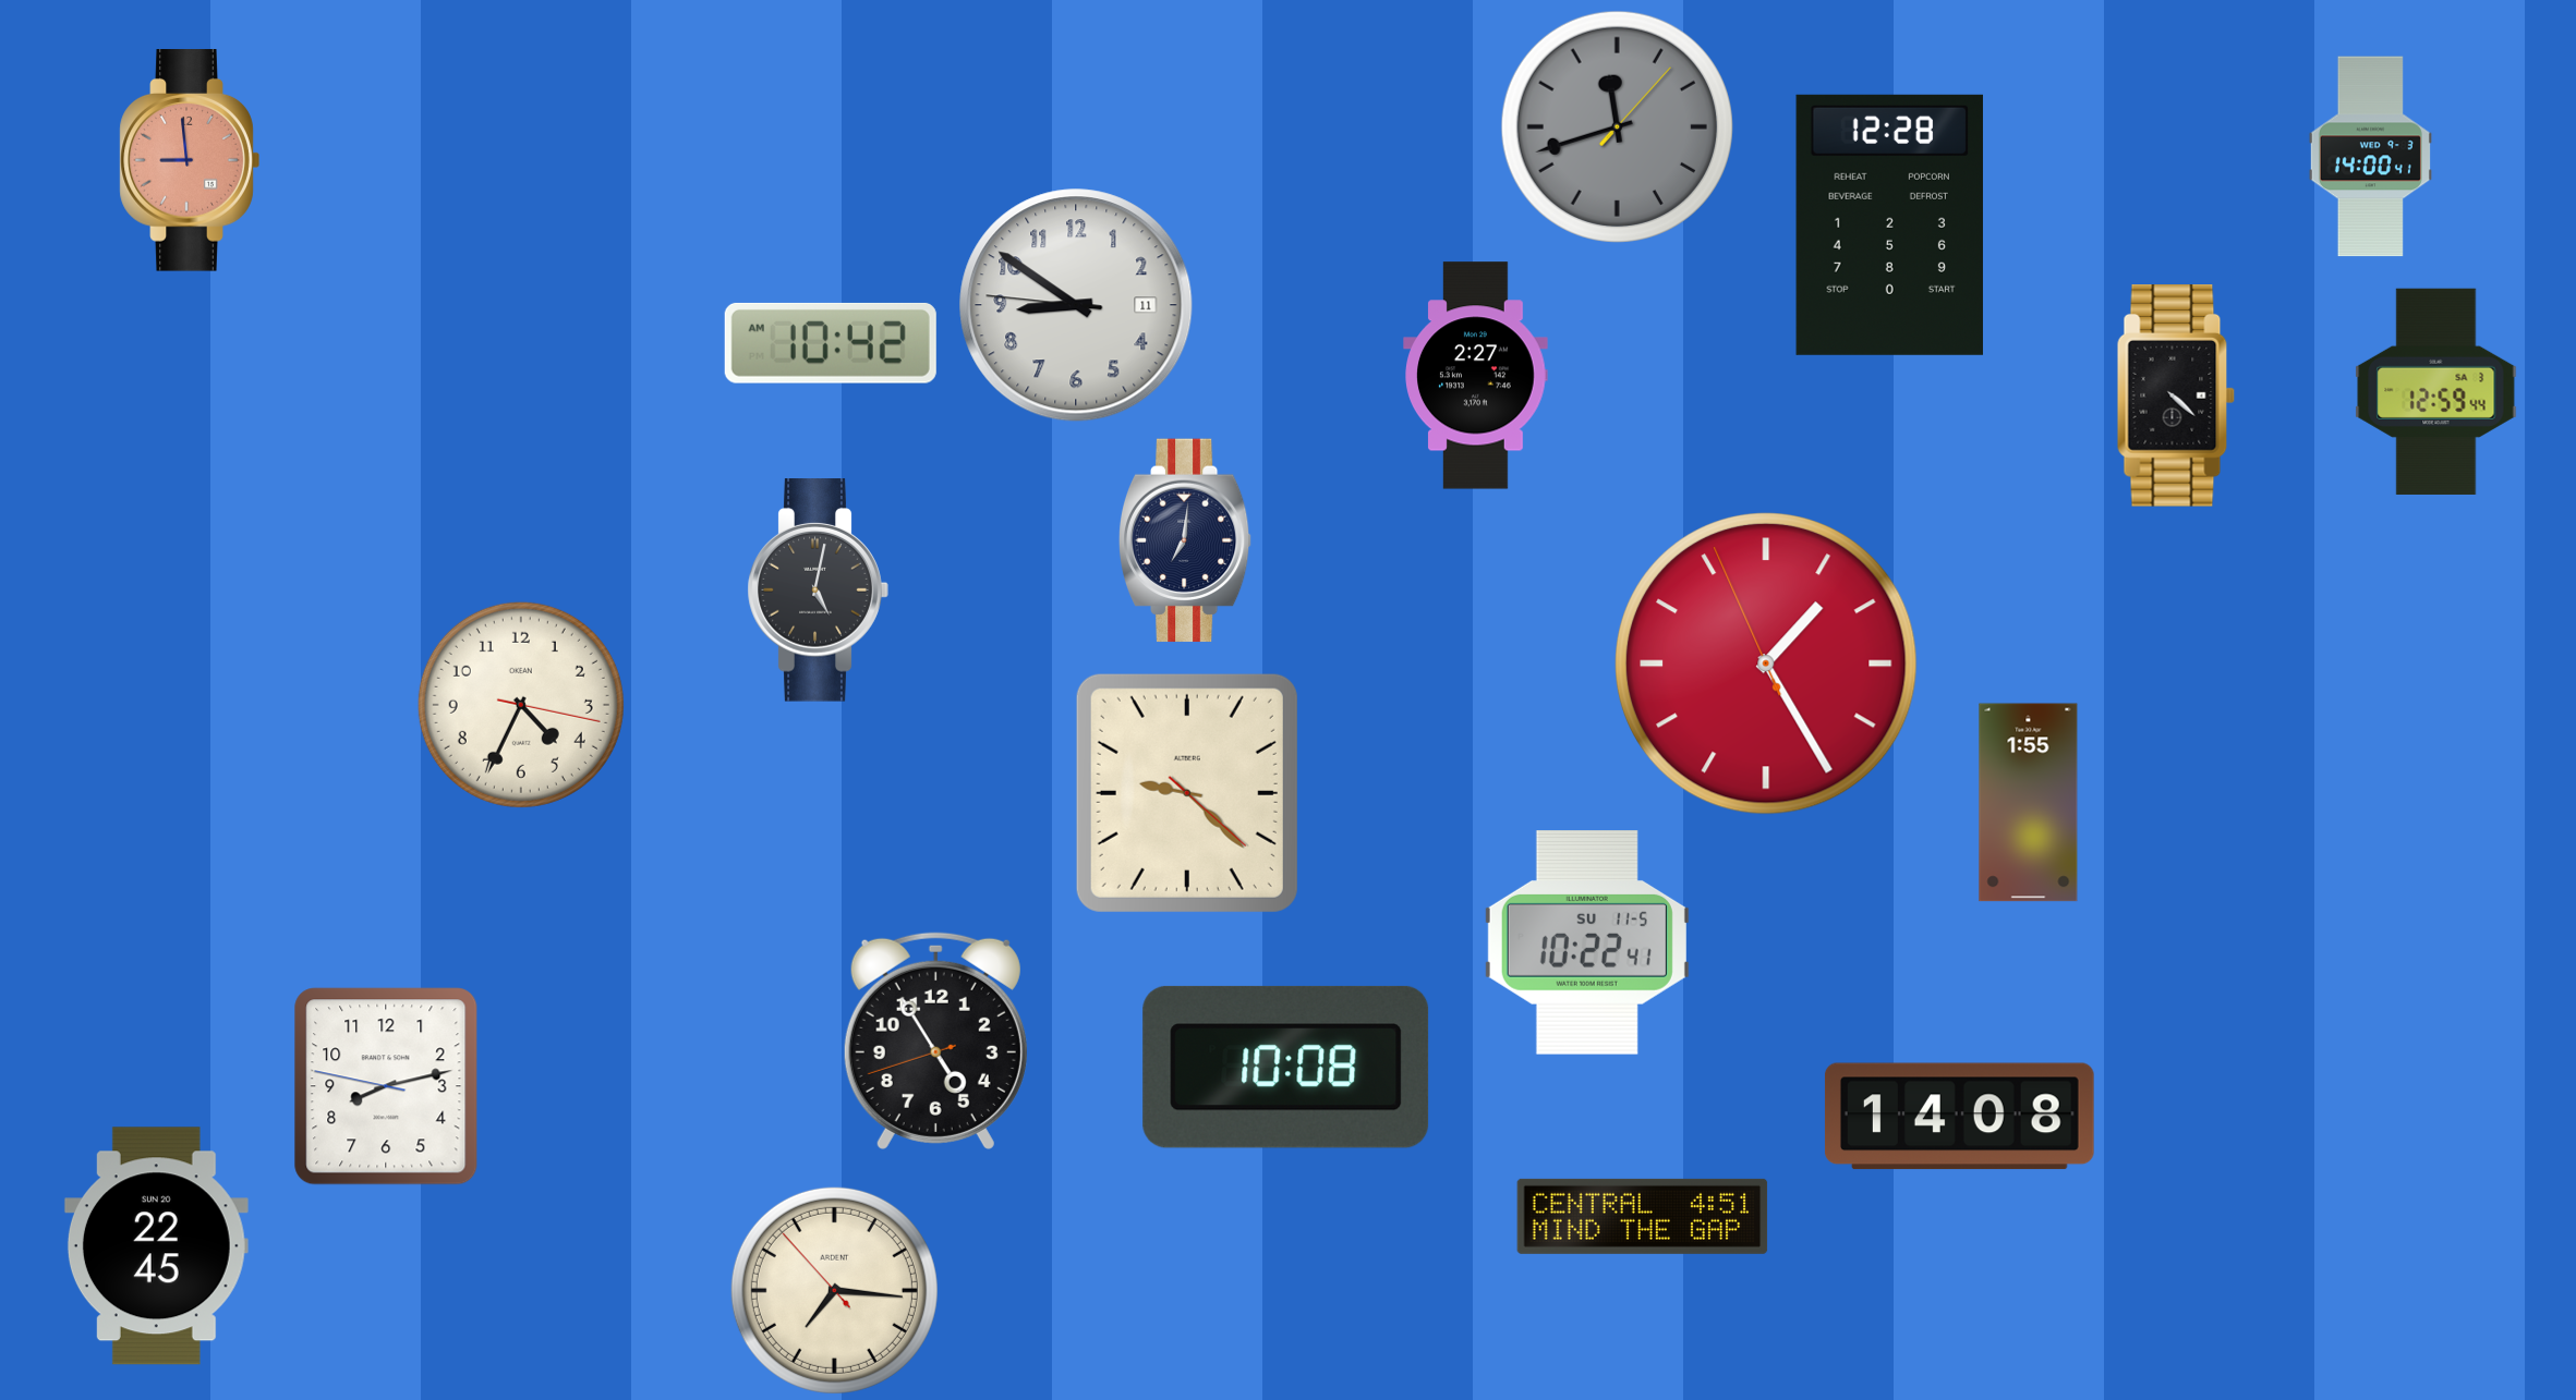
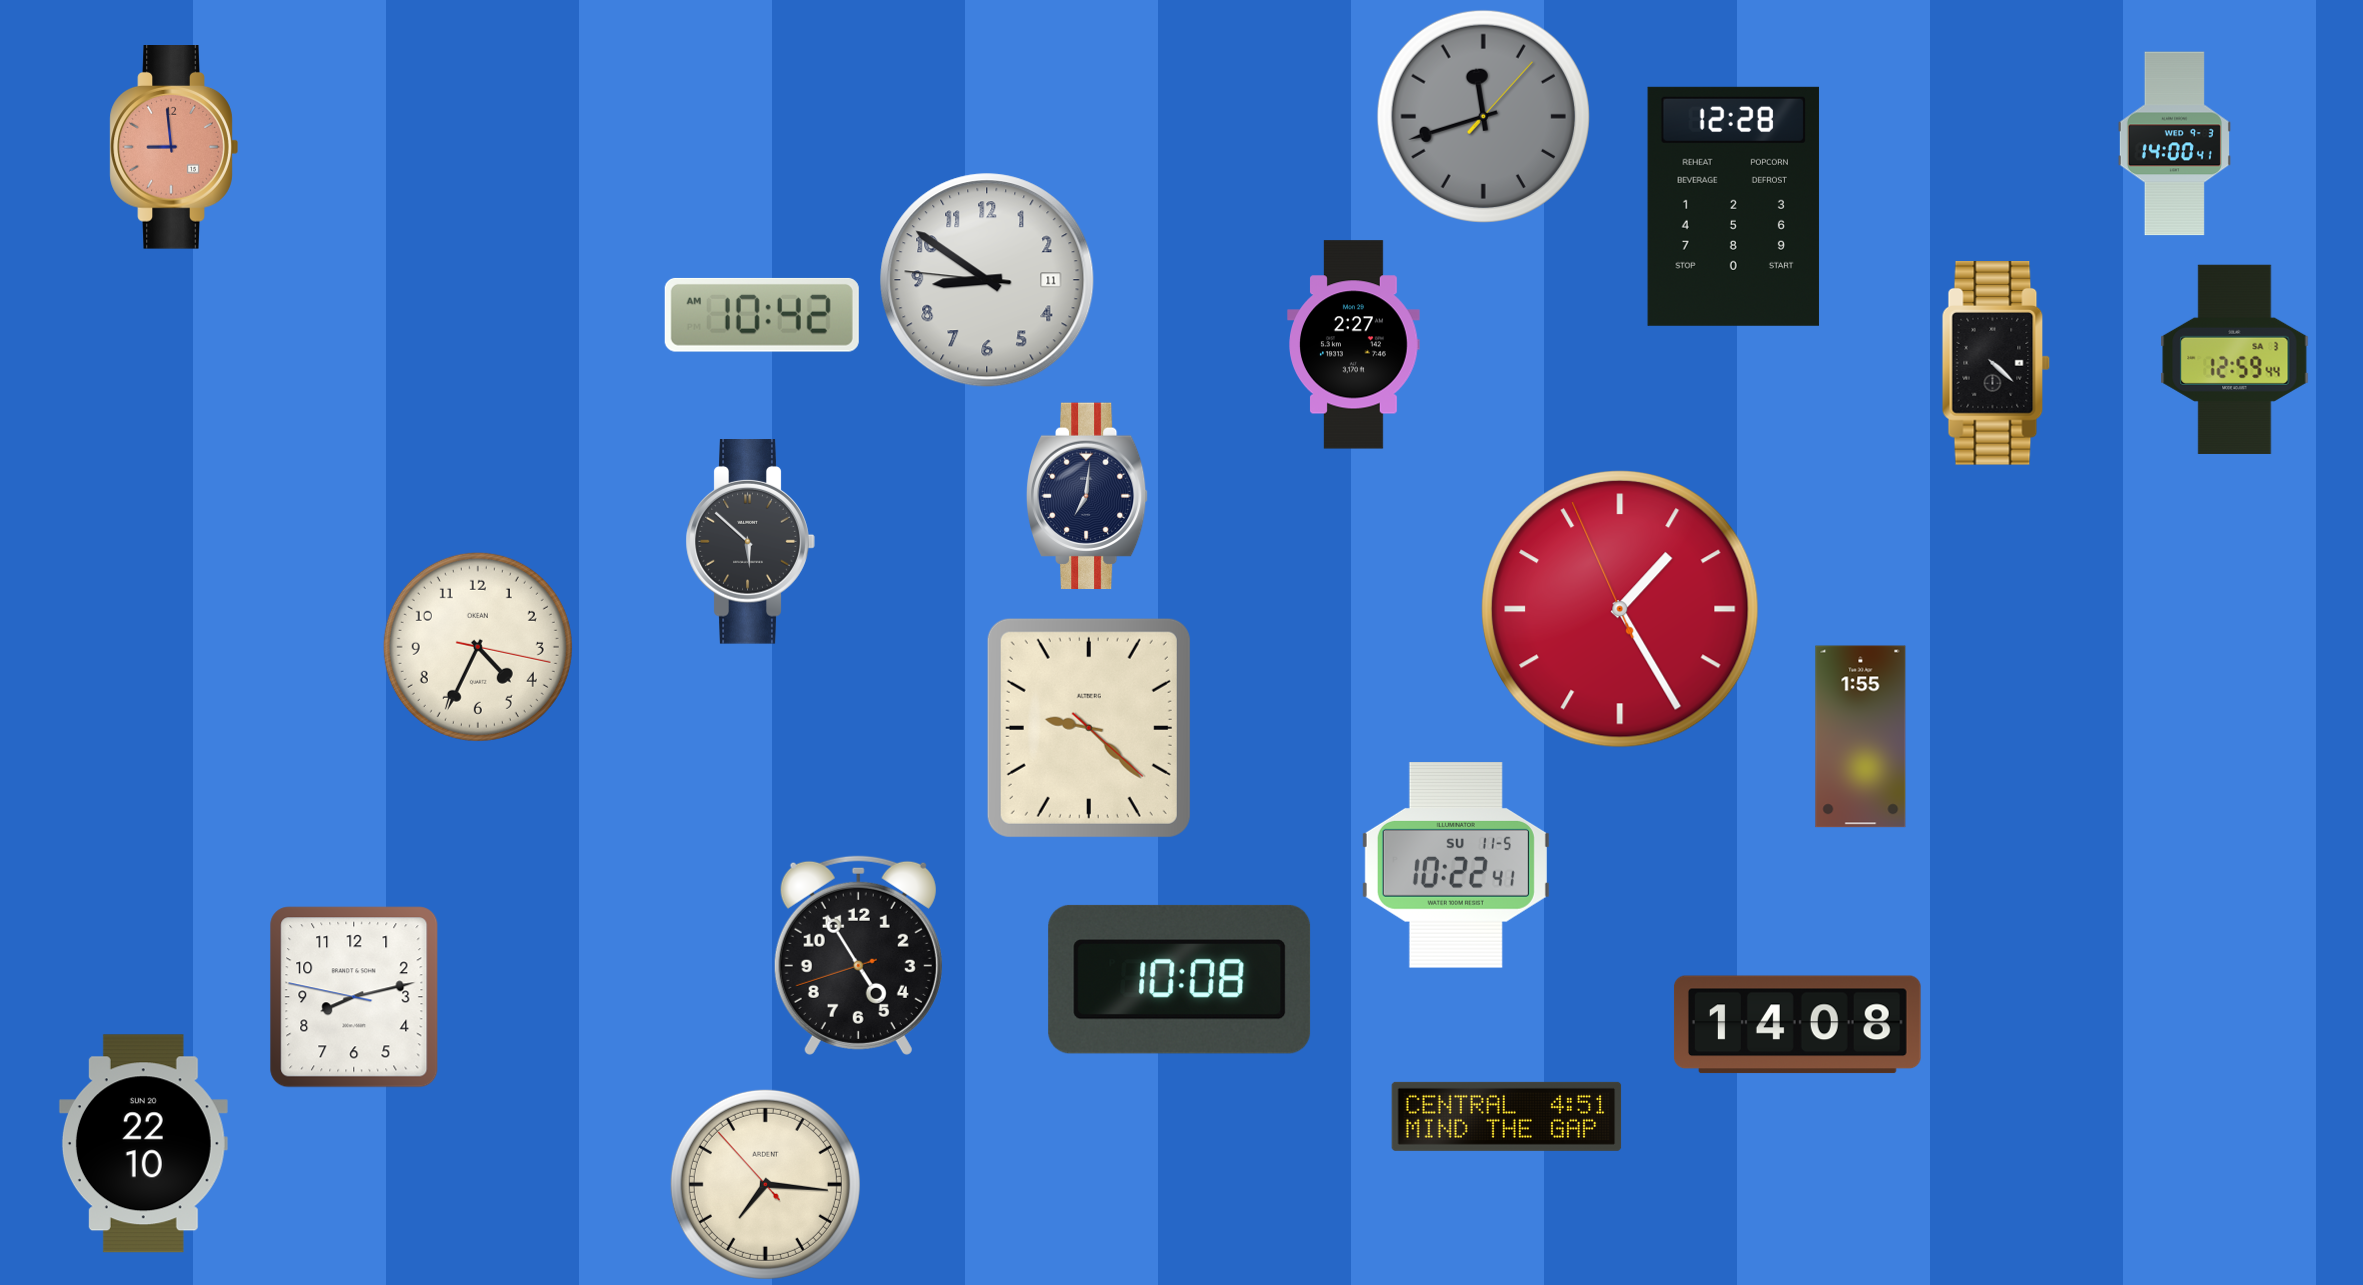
clock at (818, 591): 5:02 -> 5:52
clock at (156, 1246): 22:45 -> 22:10
